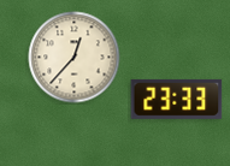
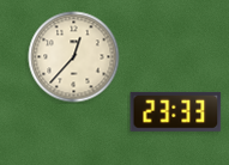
clock at (177, 99) position: (177, 99) -> (176, 111)
